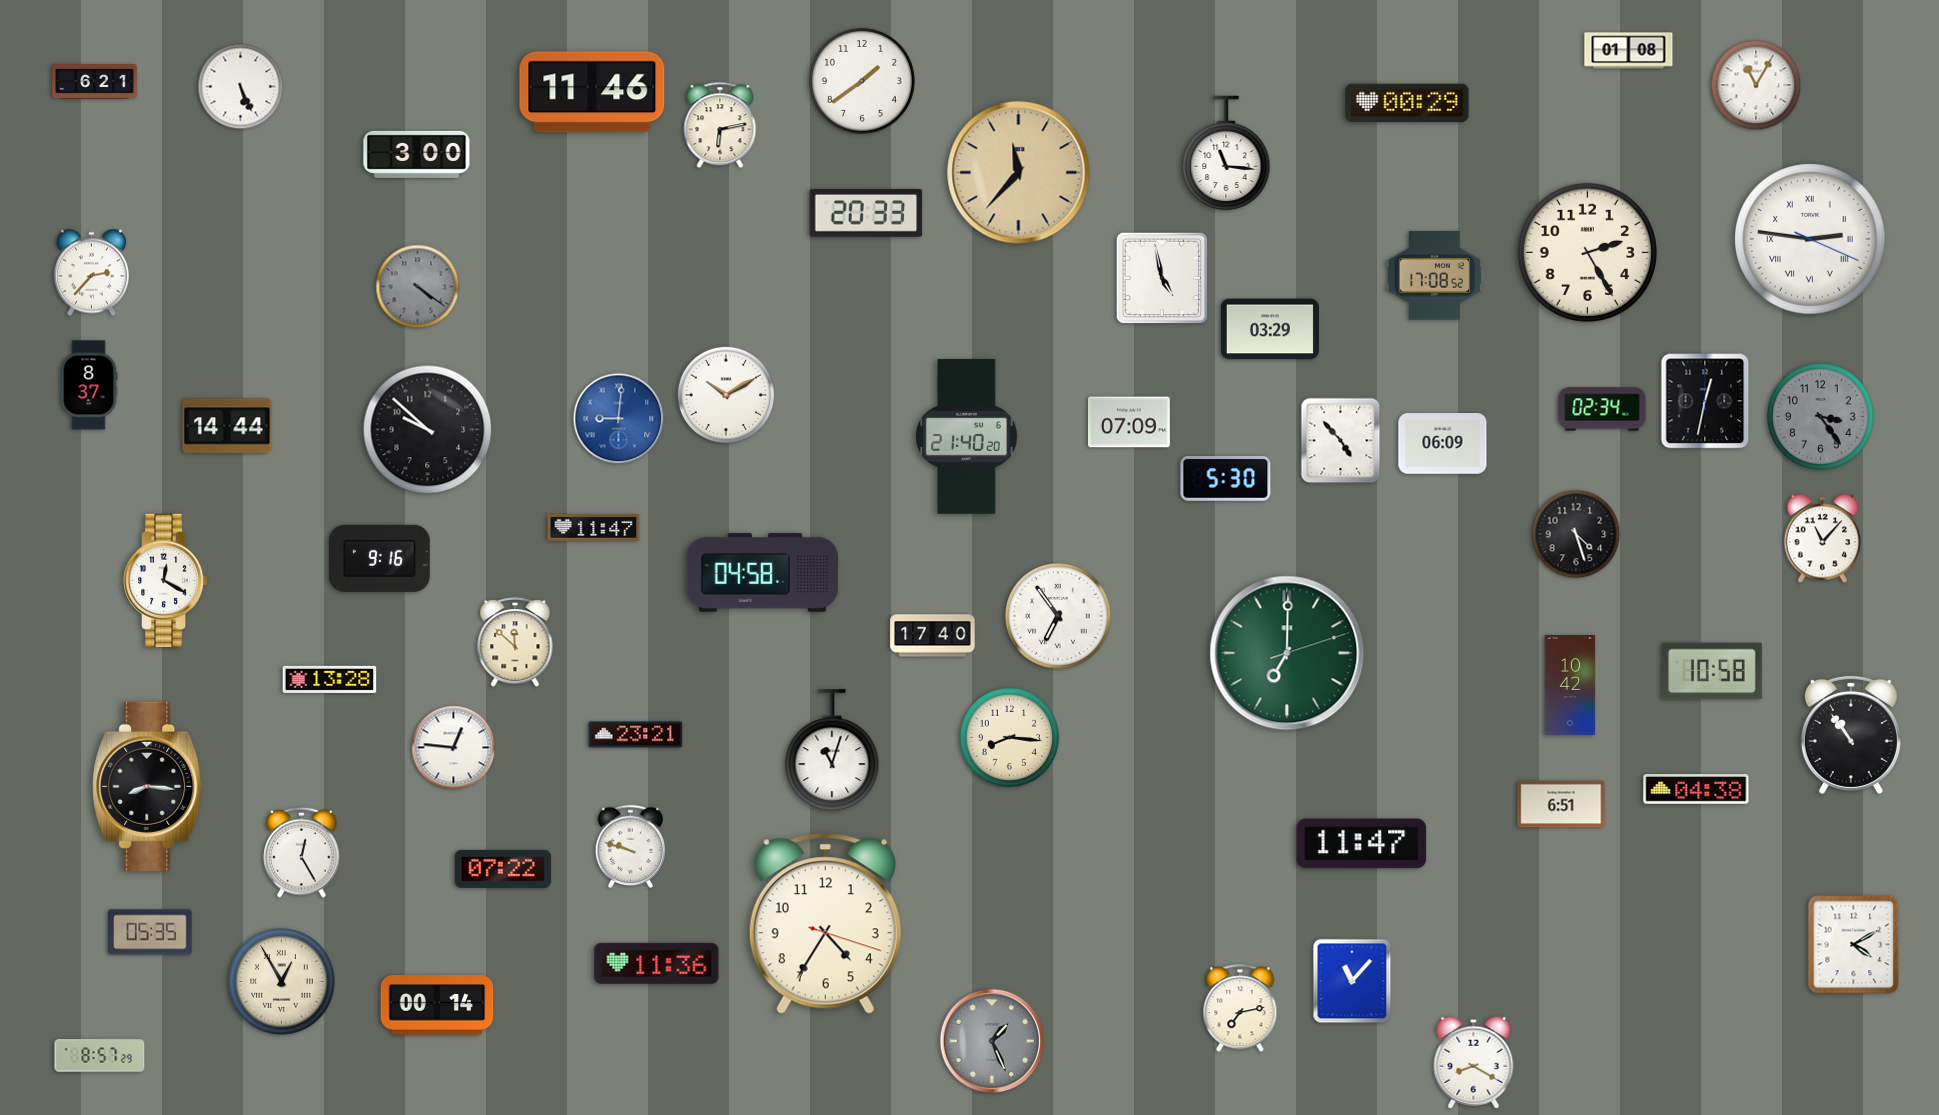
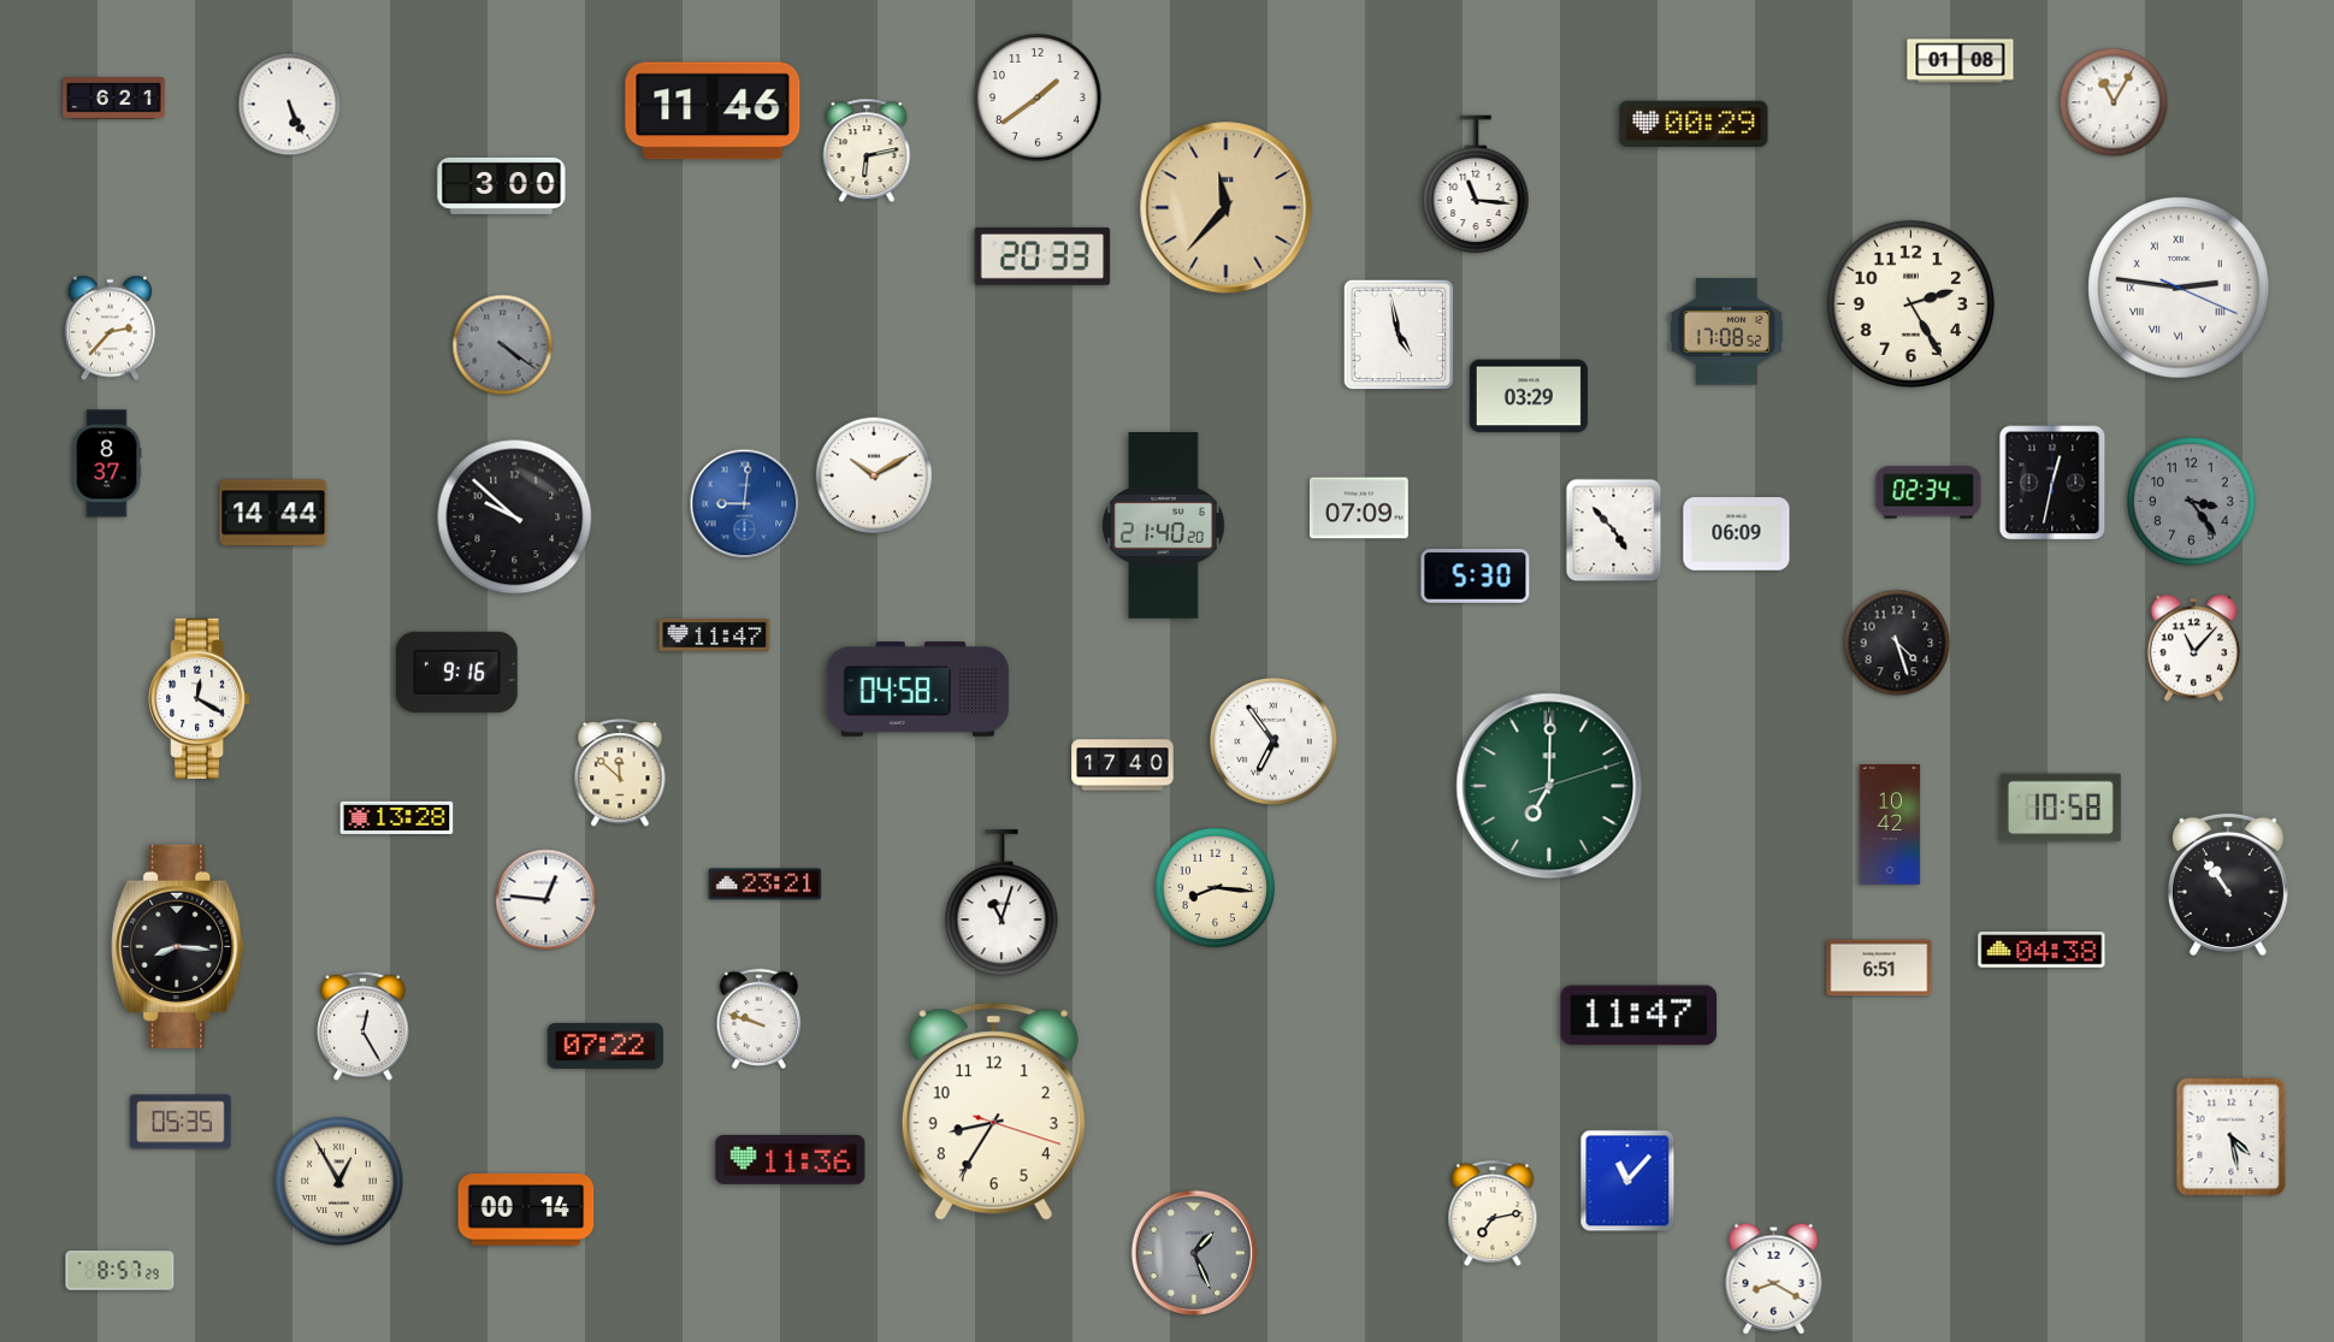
clock at (825, 924): 4:35 -> 8:35
clock at (1854, 945): 4:10 -> 4:28
